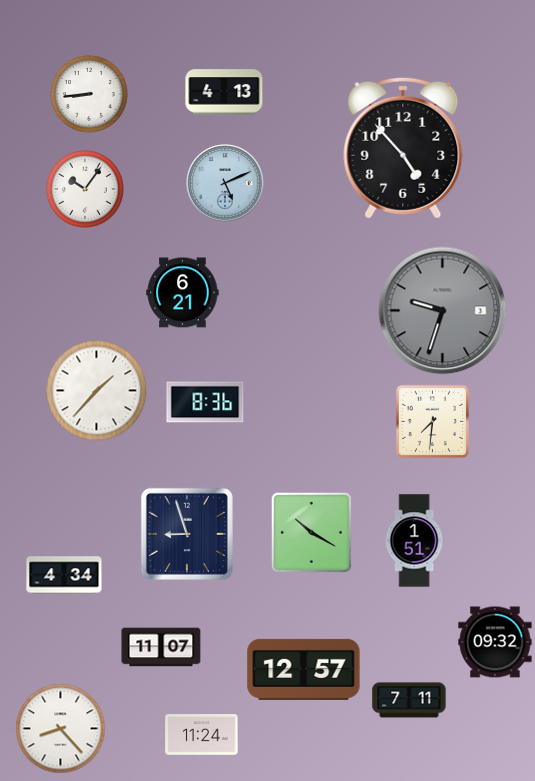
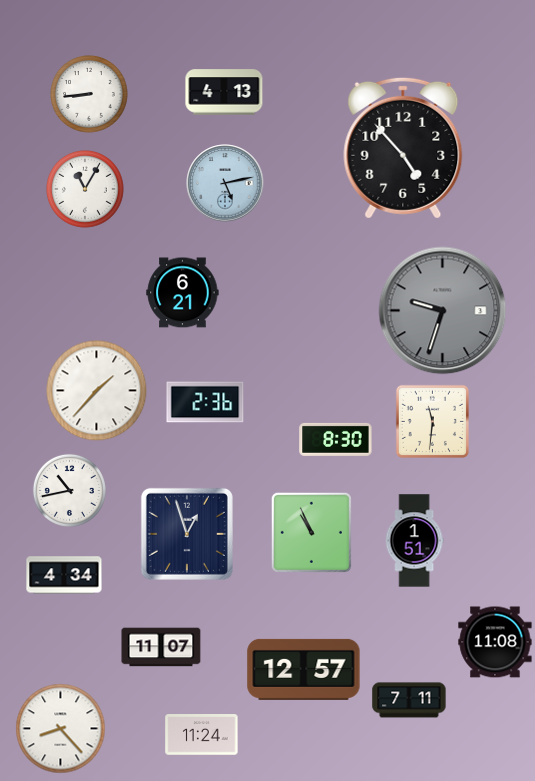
clock at (225, 183): 5:11 -> 5:13
clock at (86, 190): 10:06 -> 11:05
clock at (205, 402): 8:36 -> 2:36
clock at (432, 421): 7:31 -> 11:31
clock at (336, 439): none -> 8:30
clock at (69, 490): none -> 10:43
clock at (311, 532): 10:20 -> 10:56
clock at (187, 534): 8:57 -> 12:57
clock at (495, 642): 09:32 -> 11:08
